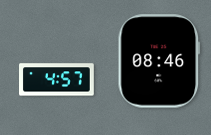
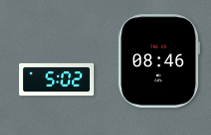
clock at (57, 80): 4:57 -> 5:02
